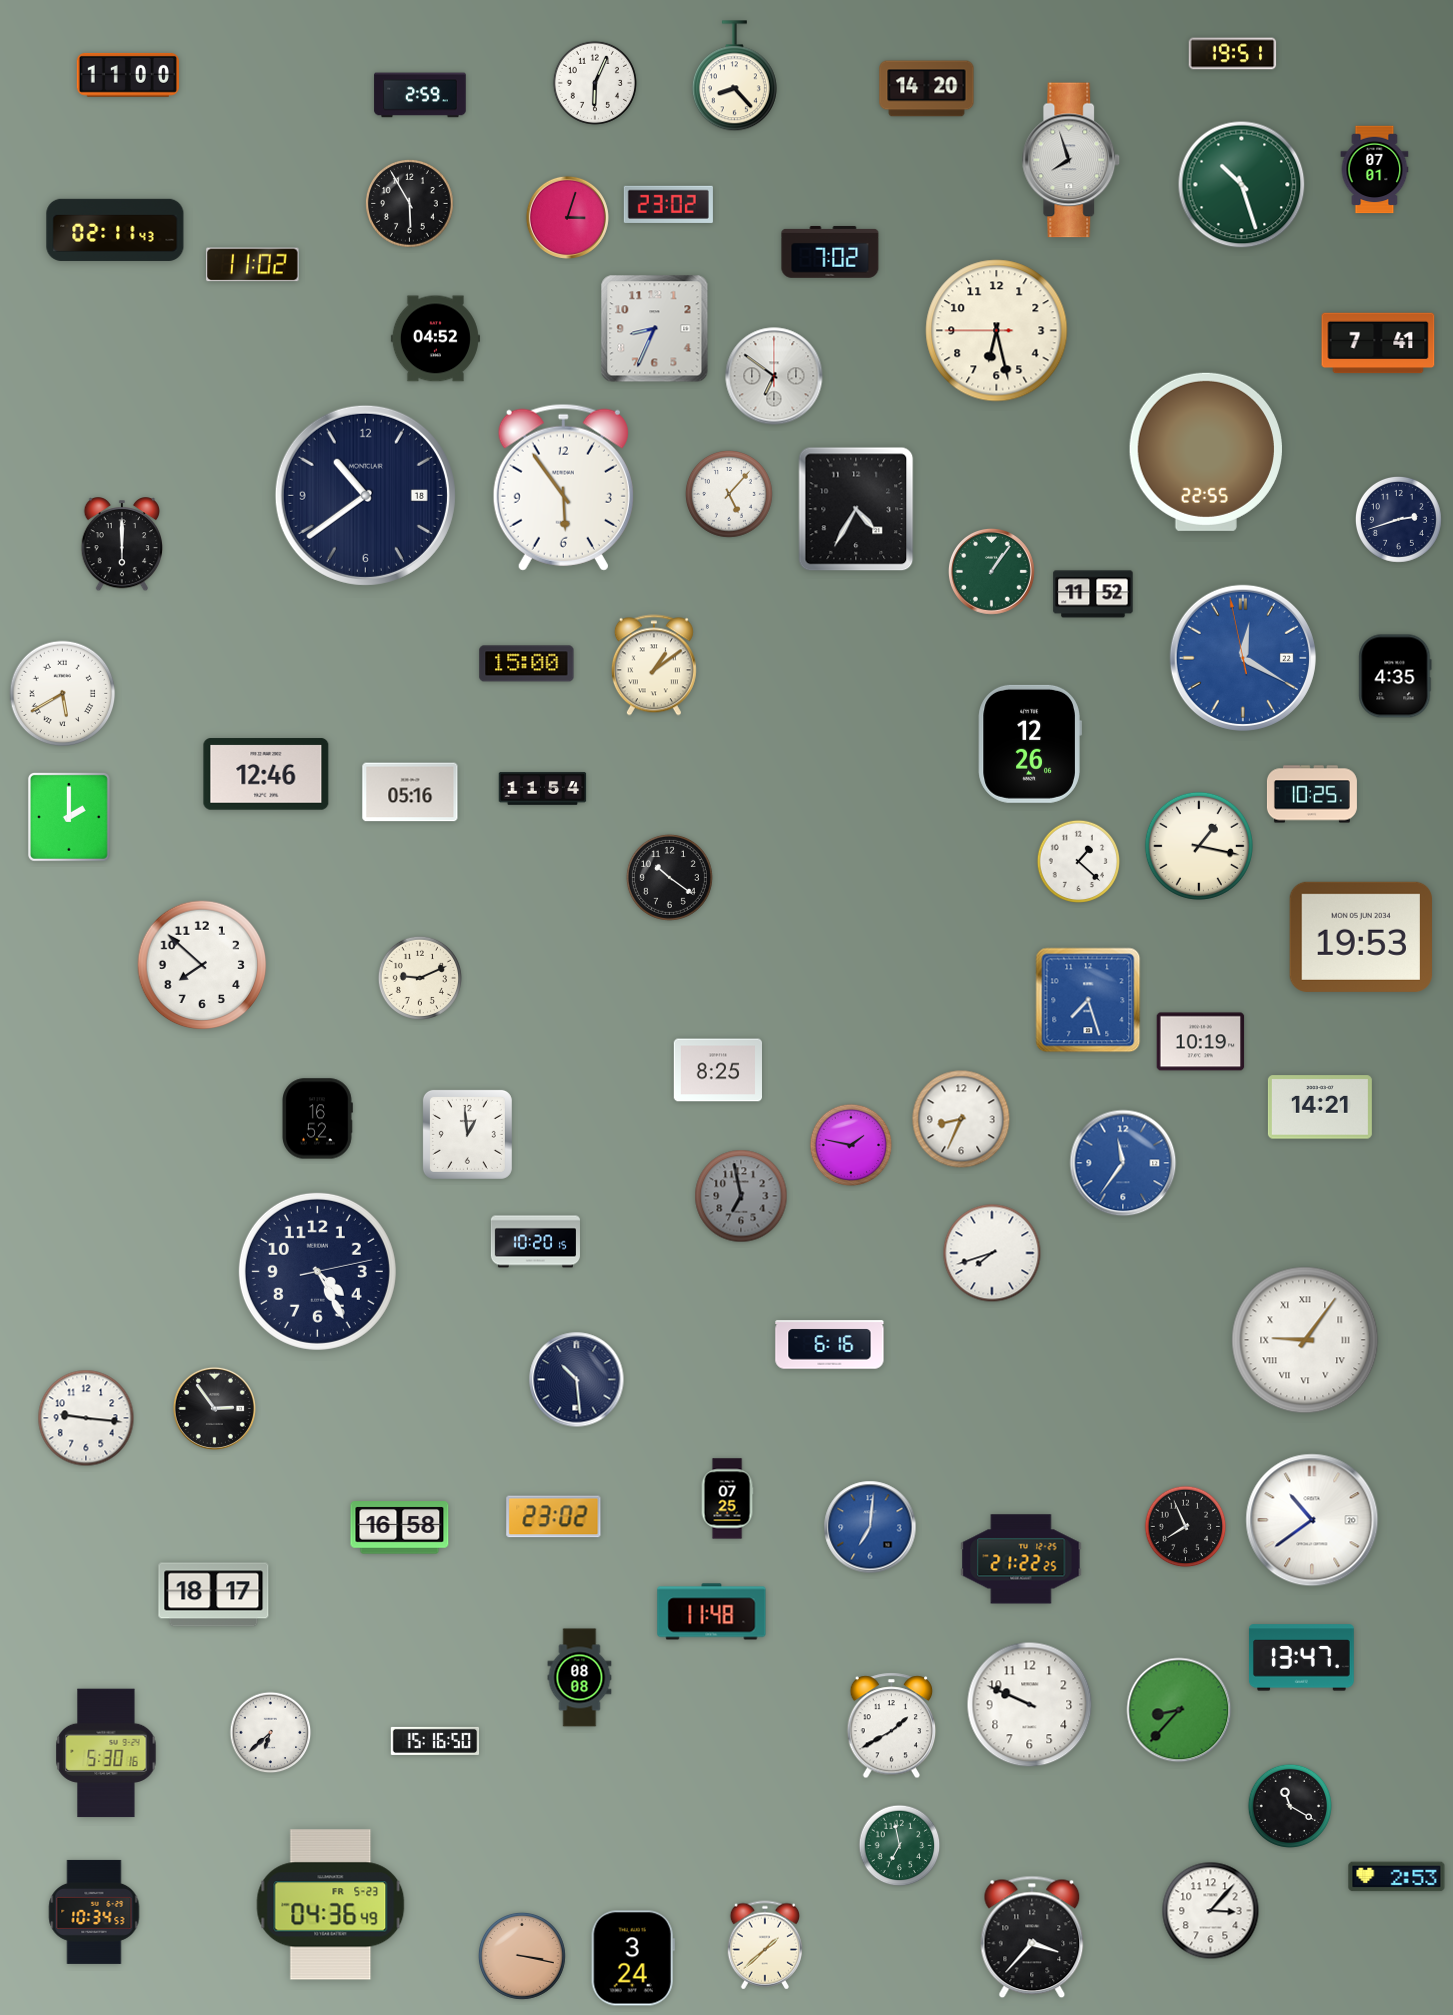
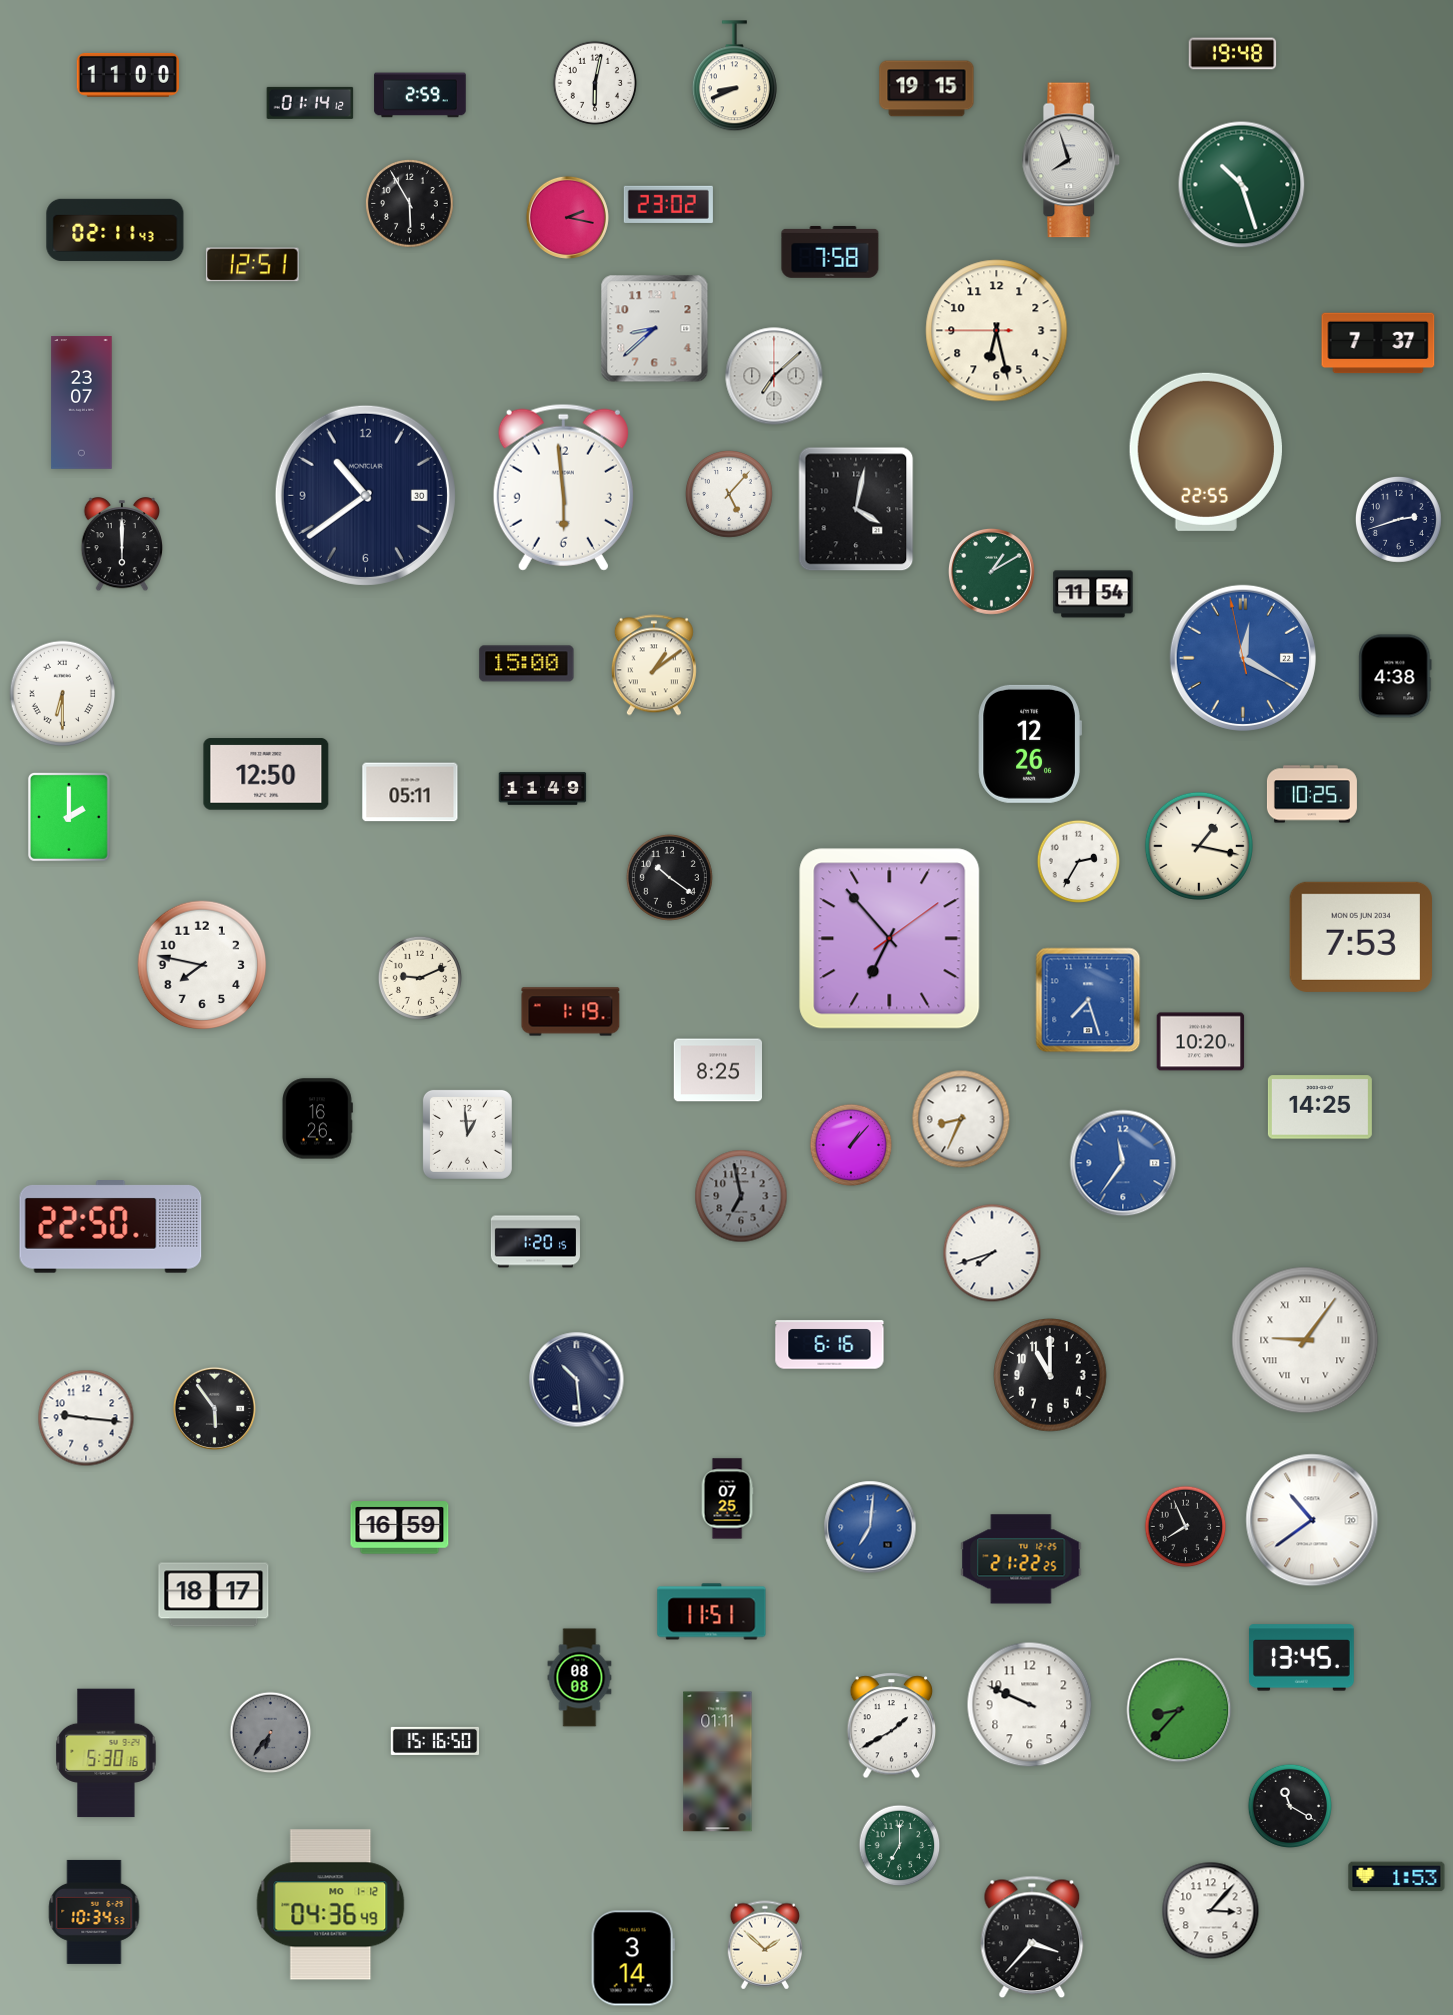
clock at (1233, 54): 19:51 -> 19:48
clock at (734, 76): 8:23 -> 8:41
clock at (595, 83): 6:04 -> 6:02
clock at (927, 89): 14:20 -> 19:15
clock at (310, 103): none -> 01:14
clock at (1375, 170): 07:01 -> none
clock at (567, 217): 3:03 -> 2:17
clock at (830, 252): 7:02 -> 7:58
clock at (253, 265): 11:02 -> 12:51
clock at (655, 329): 8:34 -> 8:38
clock at (435, 339): 04:52 -> none
clock at (1378, 343): 7:41 -> 7:37
clock at (774, 376): 6:51 -> 7:08
clock at (82, 403): none -> 23:07
clock at (563, 487): 5:54 -> 5:59
clock at (365, 495) date: 18 -> 30
clock at (856, 509): 4:35 -> 4:02
clock at (991, 571): 1:06 -> 1:10
clock at (1093, 594): 11:52 -> 11:54
clock at (1395, 676): 4:35 -> 4:38
clock at (63, 694): 5:40 -> 6:30
clock at (266, 774): 12:46 -> 12:50
clock at (543, 789): 11:54 -> 11:49
clock at (410, 792): 05:16 -> 05:11
clock at (1079, 862): 1:22 -> 2:35
clock at (1361, 937): 19:53 -> 7:53
clock at (890, 939): none -> 6:53
clock at (202, 965): 7:52 -> 7:47
clock at (571, 1012): none -> 1:19
clock at (1201, 1042): 10:19 -> 10:20
clock at (1320, 1107): 14:21 -> 14:25
clock at (318, 1119): 16:52 -> 16:26
clock at (851, 1145): 1:47 -> 1:07
clock at (111, 1227): none -> 22:50
clock at (535, 1242): 10:20 -> 1:20
clock at (317, 1271): 4:25 -> none
clock at (1050, 1375): none -> 11:00
clock at (214, 1408): 2:54 -> 5:54
clock at (554, 1517): 23:02 -> none
clock at (400, 1528): 16:58 -> 16:59
clock at (712, 1612): 11:48 -> 11:51
clock at (1301, 1658): 13:47 -> 13:45
clock at (271, 1733): 6:38 -> 6:36
clock at (271, 1733) dial: white -> grey
clock at (718, 1762): none -> 01:11
clock at (900, 1846): 6:58 -> 7:00
clock at (1397, 1877): 2:53 -> 1:53
clock at (331, 1905) date: FR 5-23 -> MO 1-12
clock at (764, 1945): 1:38 -> 1:52
clock at (522, 1956): 3:17 -> none
clock at (633, 1958): 3:24 -> 3:14
